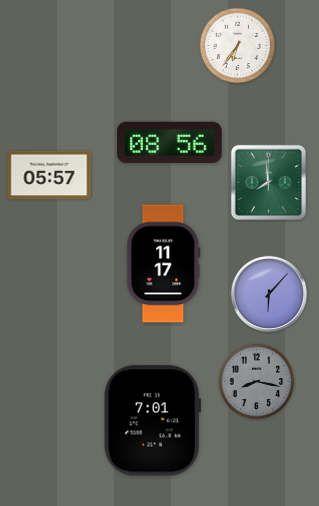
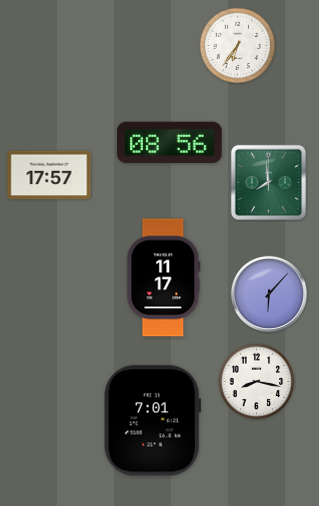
clock at (49, 175): 05:57 -> 17:57
clock at (164, 264) position: (164, 264) -> (164, 278)
clock at (257, 382) dial: grey -> white
